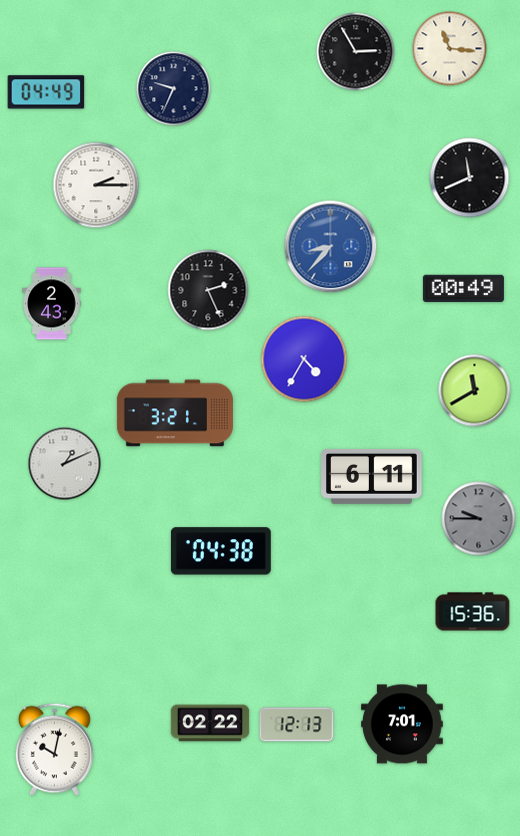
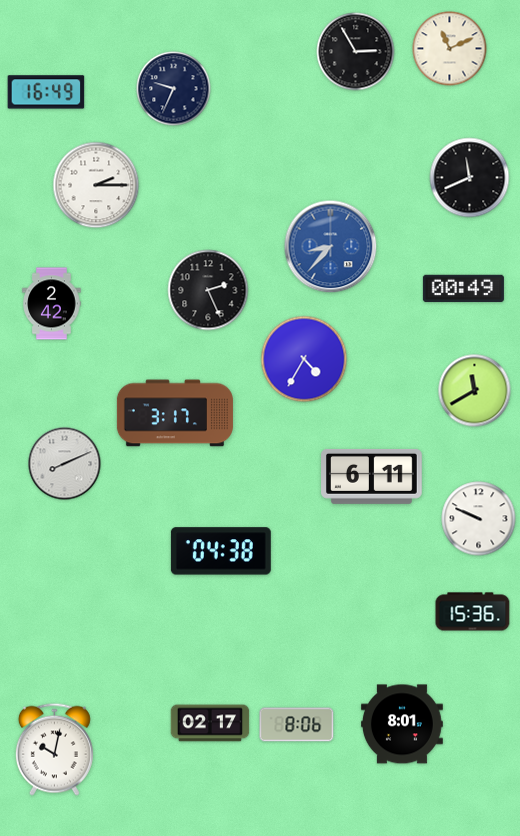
clock at (450, 49): 11:16 -> 11:11
clock at (46, 92): 04:49 -> 16:49
clock at (52, 304): 2:43 -> 2:42
clock at (175, 413): 3:21 -> 3:17
clock at (65, 464): 1:11 -> 8:11
clock at (479, 519): 9:45 -> 9:49
clock at (479, 519) dial: grey -> white
clock at (210, 723): 02:22 -> 02:17
clock at (402, 724): 7:01 -> 8:01
clock at (297, 725): 12:13 -> 8:06
